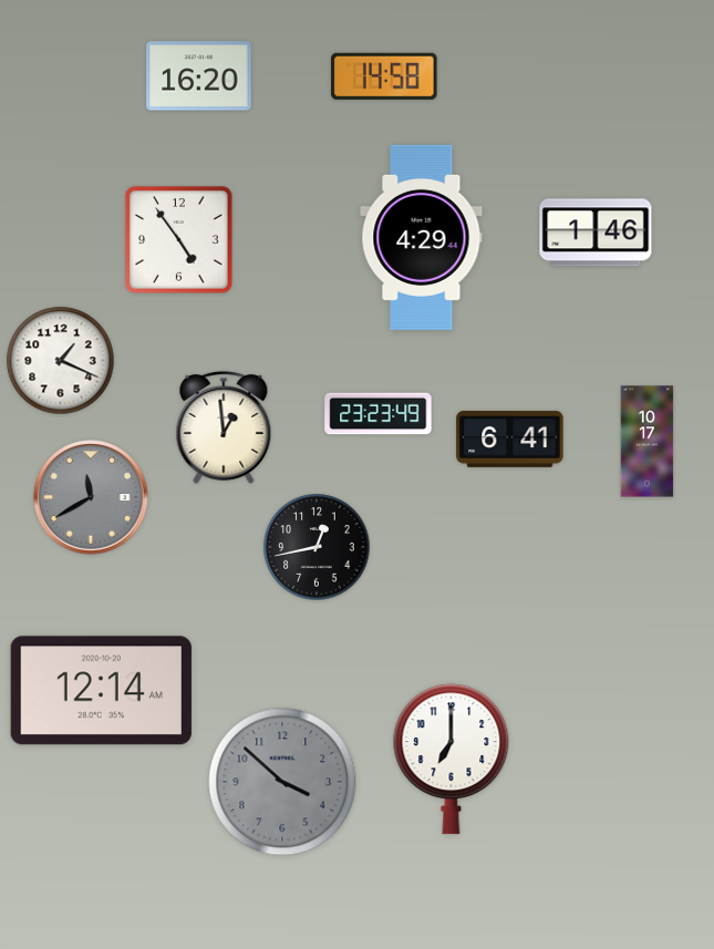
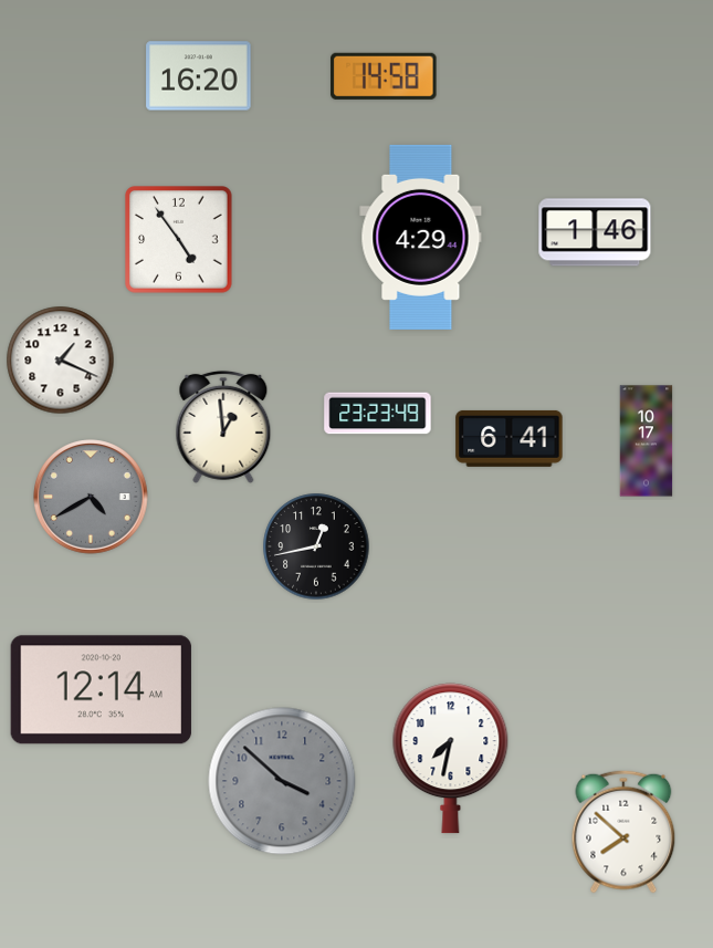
clock at (91, 497): 11:40 -> 4:40
clock at (452, 760): 7:00 -> 7:32
clock at (623, 832): none -> 7:52
